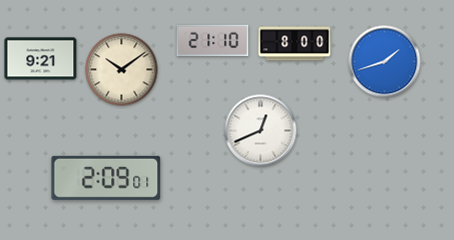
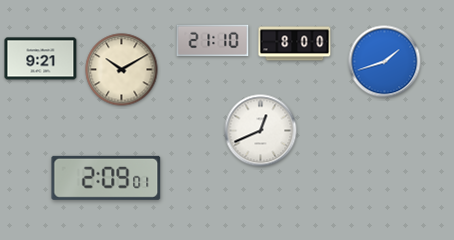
clock at (122, 70): 10:09 -> 10:10
